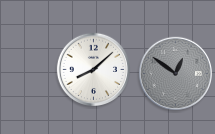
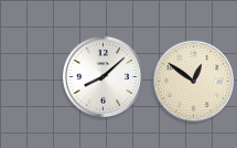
clock at (175, 73) dial: grey -> cream
